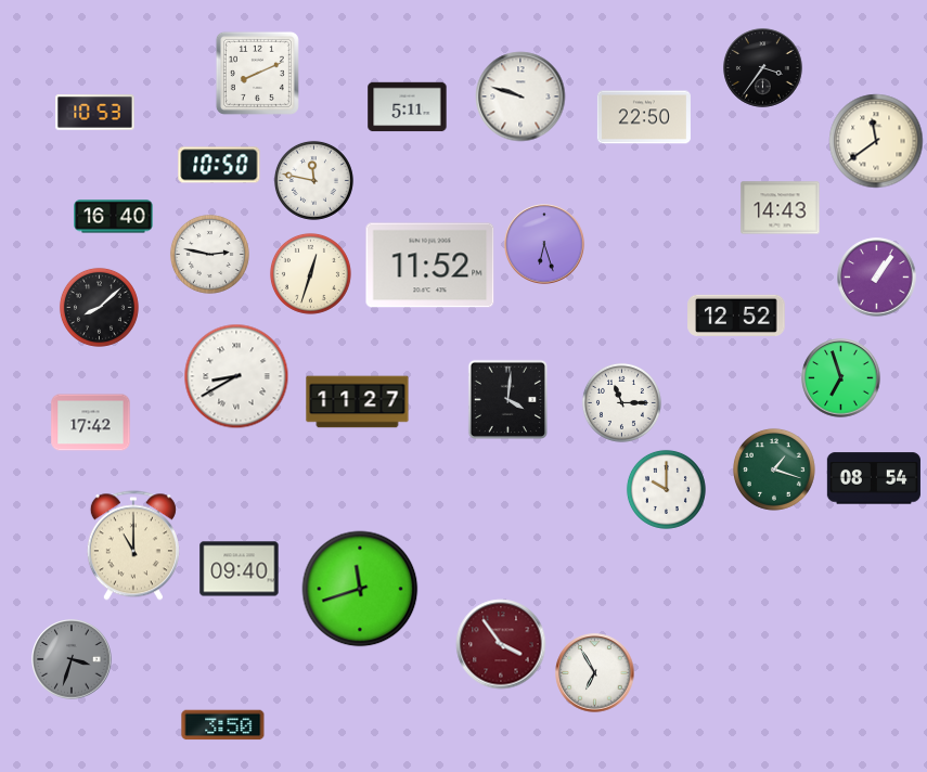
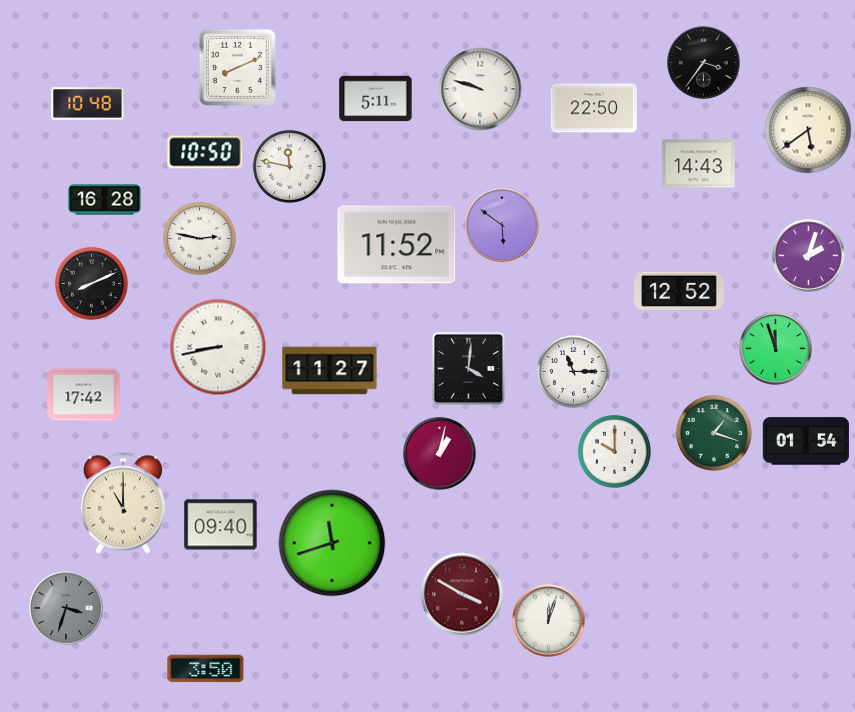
clock at (95, 113): 10:53 -> 10:48
clock at (876, 141): 11:39 -> 5:39
clock at (219, 165) position: (219, 165) -> (205, 152)
clock at (781, 208) position: (781, 208) -> (699, 164)
clock at (114, 217): 16:40 -> 16:28
clock at (544, 244): 6:27 -> 5:51
clock at (209, 254) position: (209, 254) -> (199, 238)
clock at (310, 273): 12:33 -> none
clock at (877, 278): 1:06 -> 2:03
clock at (99, 307): 8:08 -> 8:11
clock at (236, 376): 8:40 -> 8:43
clock at (841, 378): 6:57 -> 11:57
clock at (91, 423) position: (91, 423) -> (84, 395)
clock at (874, 478): 08:54 -> 01:54
clock at (440, 454): none -> 1:02
clock at (501, 644): 3:54 -> 3:50
clock at (595, 673): 6:55 -> 12:03
